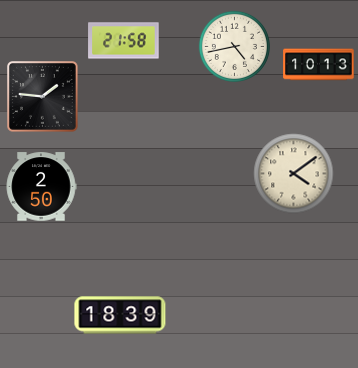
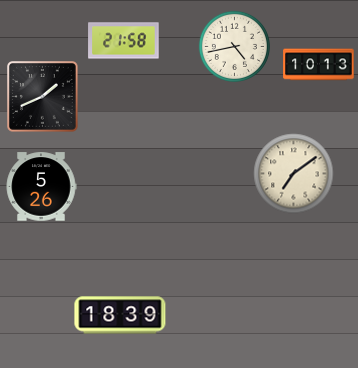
clock at (43, 97): 1:46 -> 1:41
clock at (294, 174): 4:09 -> 7:09
clock at (41, 187): 2:50 -> 5:26
